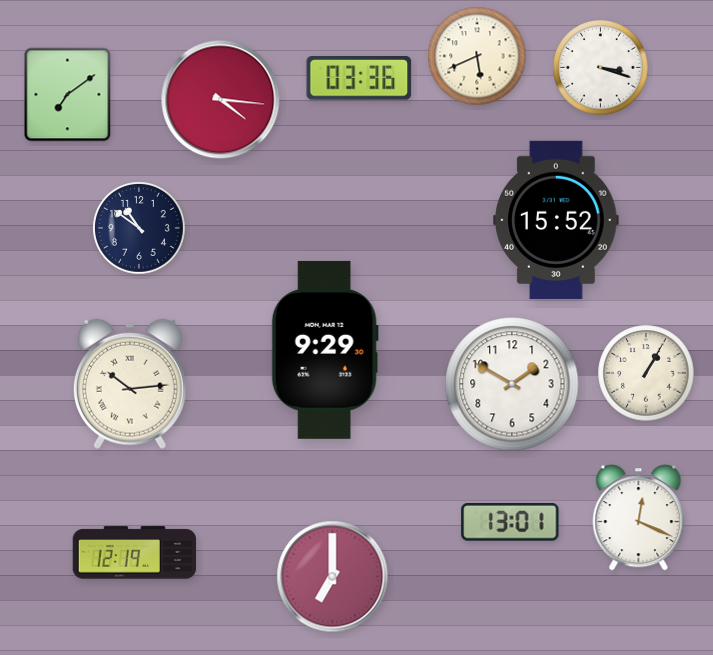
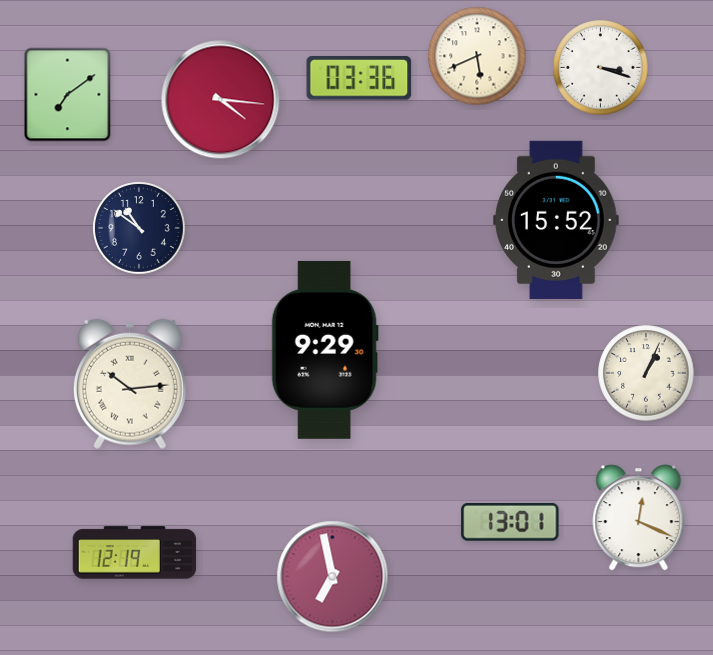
clock at (646, 373): 1:05 -> 1:04
clock at (512, 384): 1:50 -> none
clock at (333, 577): 7:00 -> 6:58
